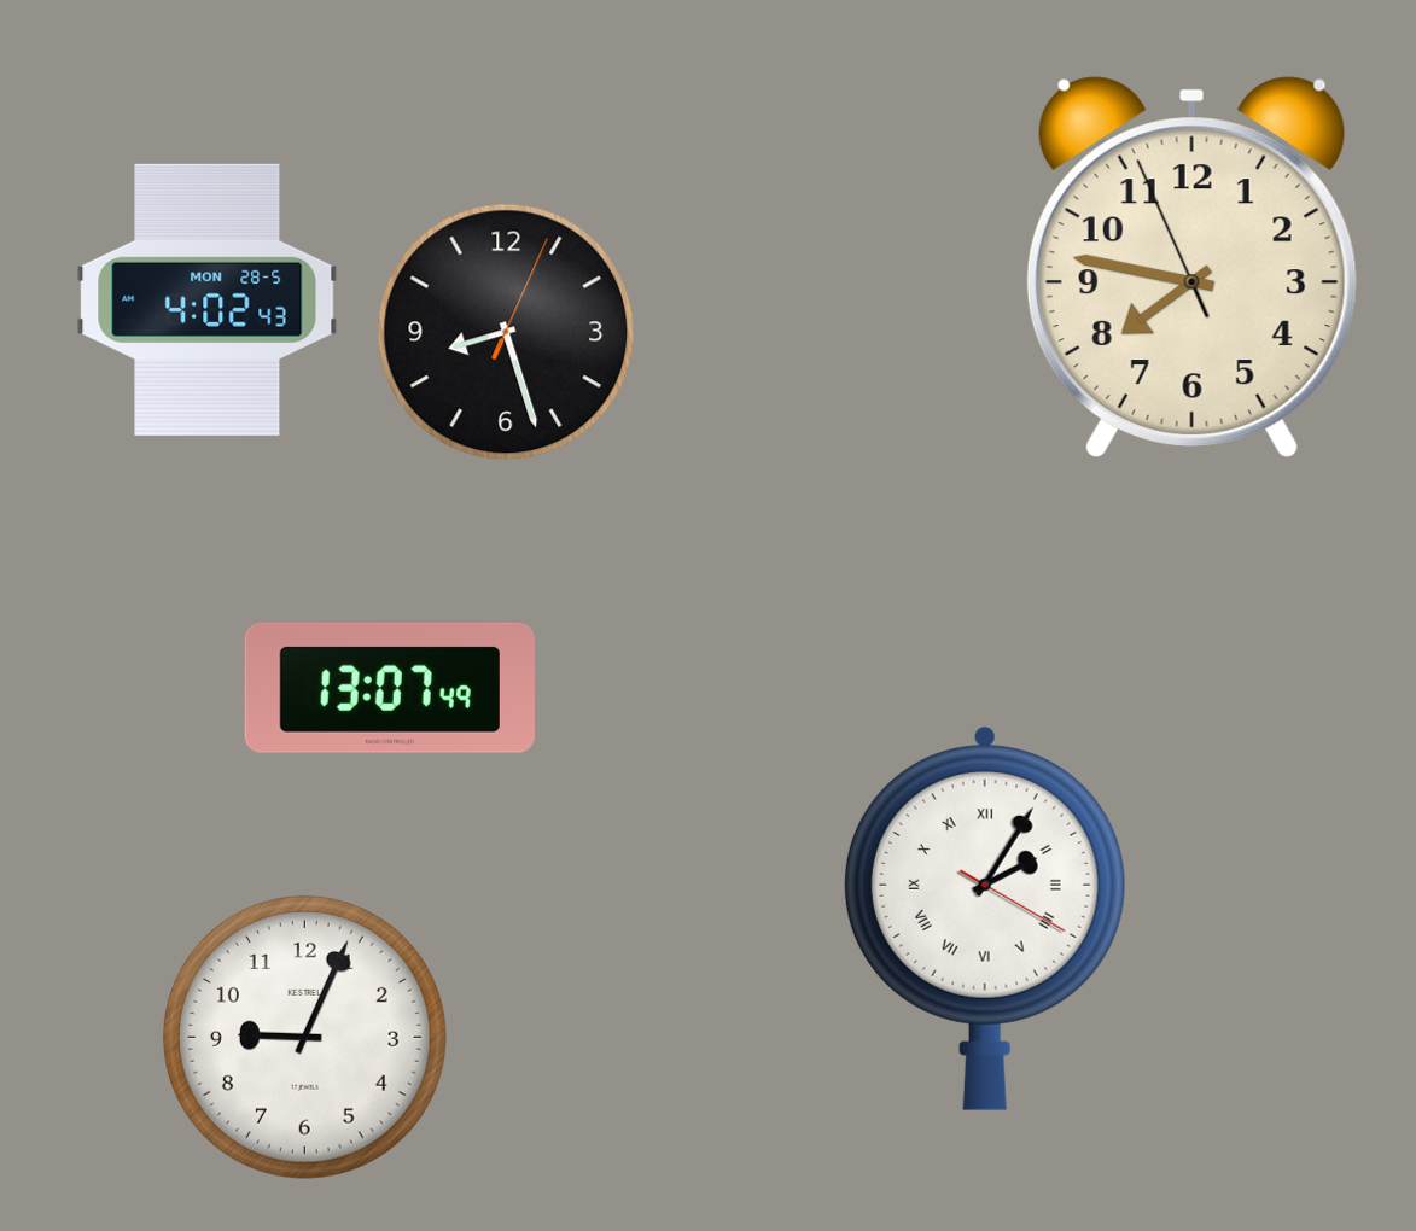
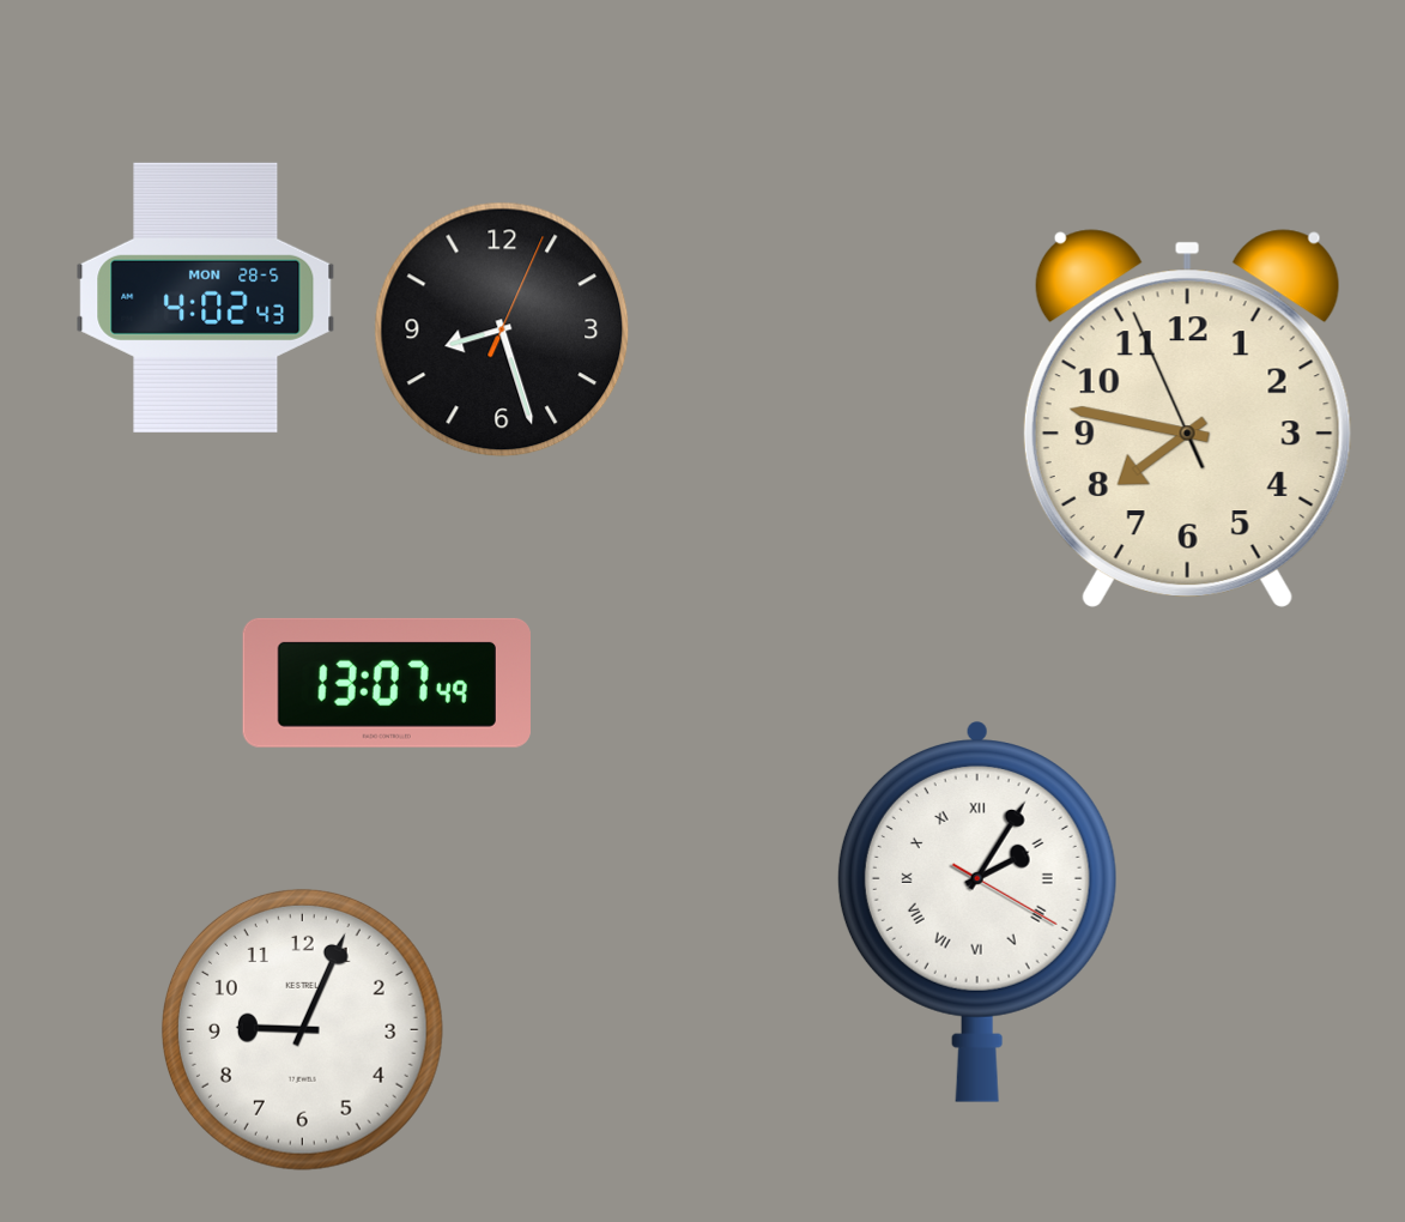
clock at (1191, 267) position: (1191, 267) -> (1187, 418)
